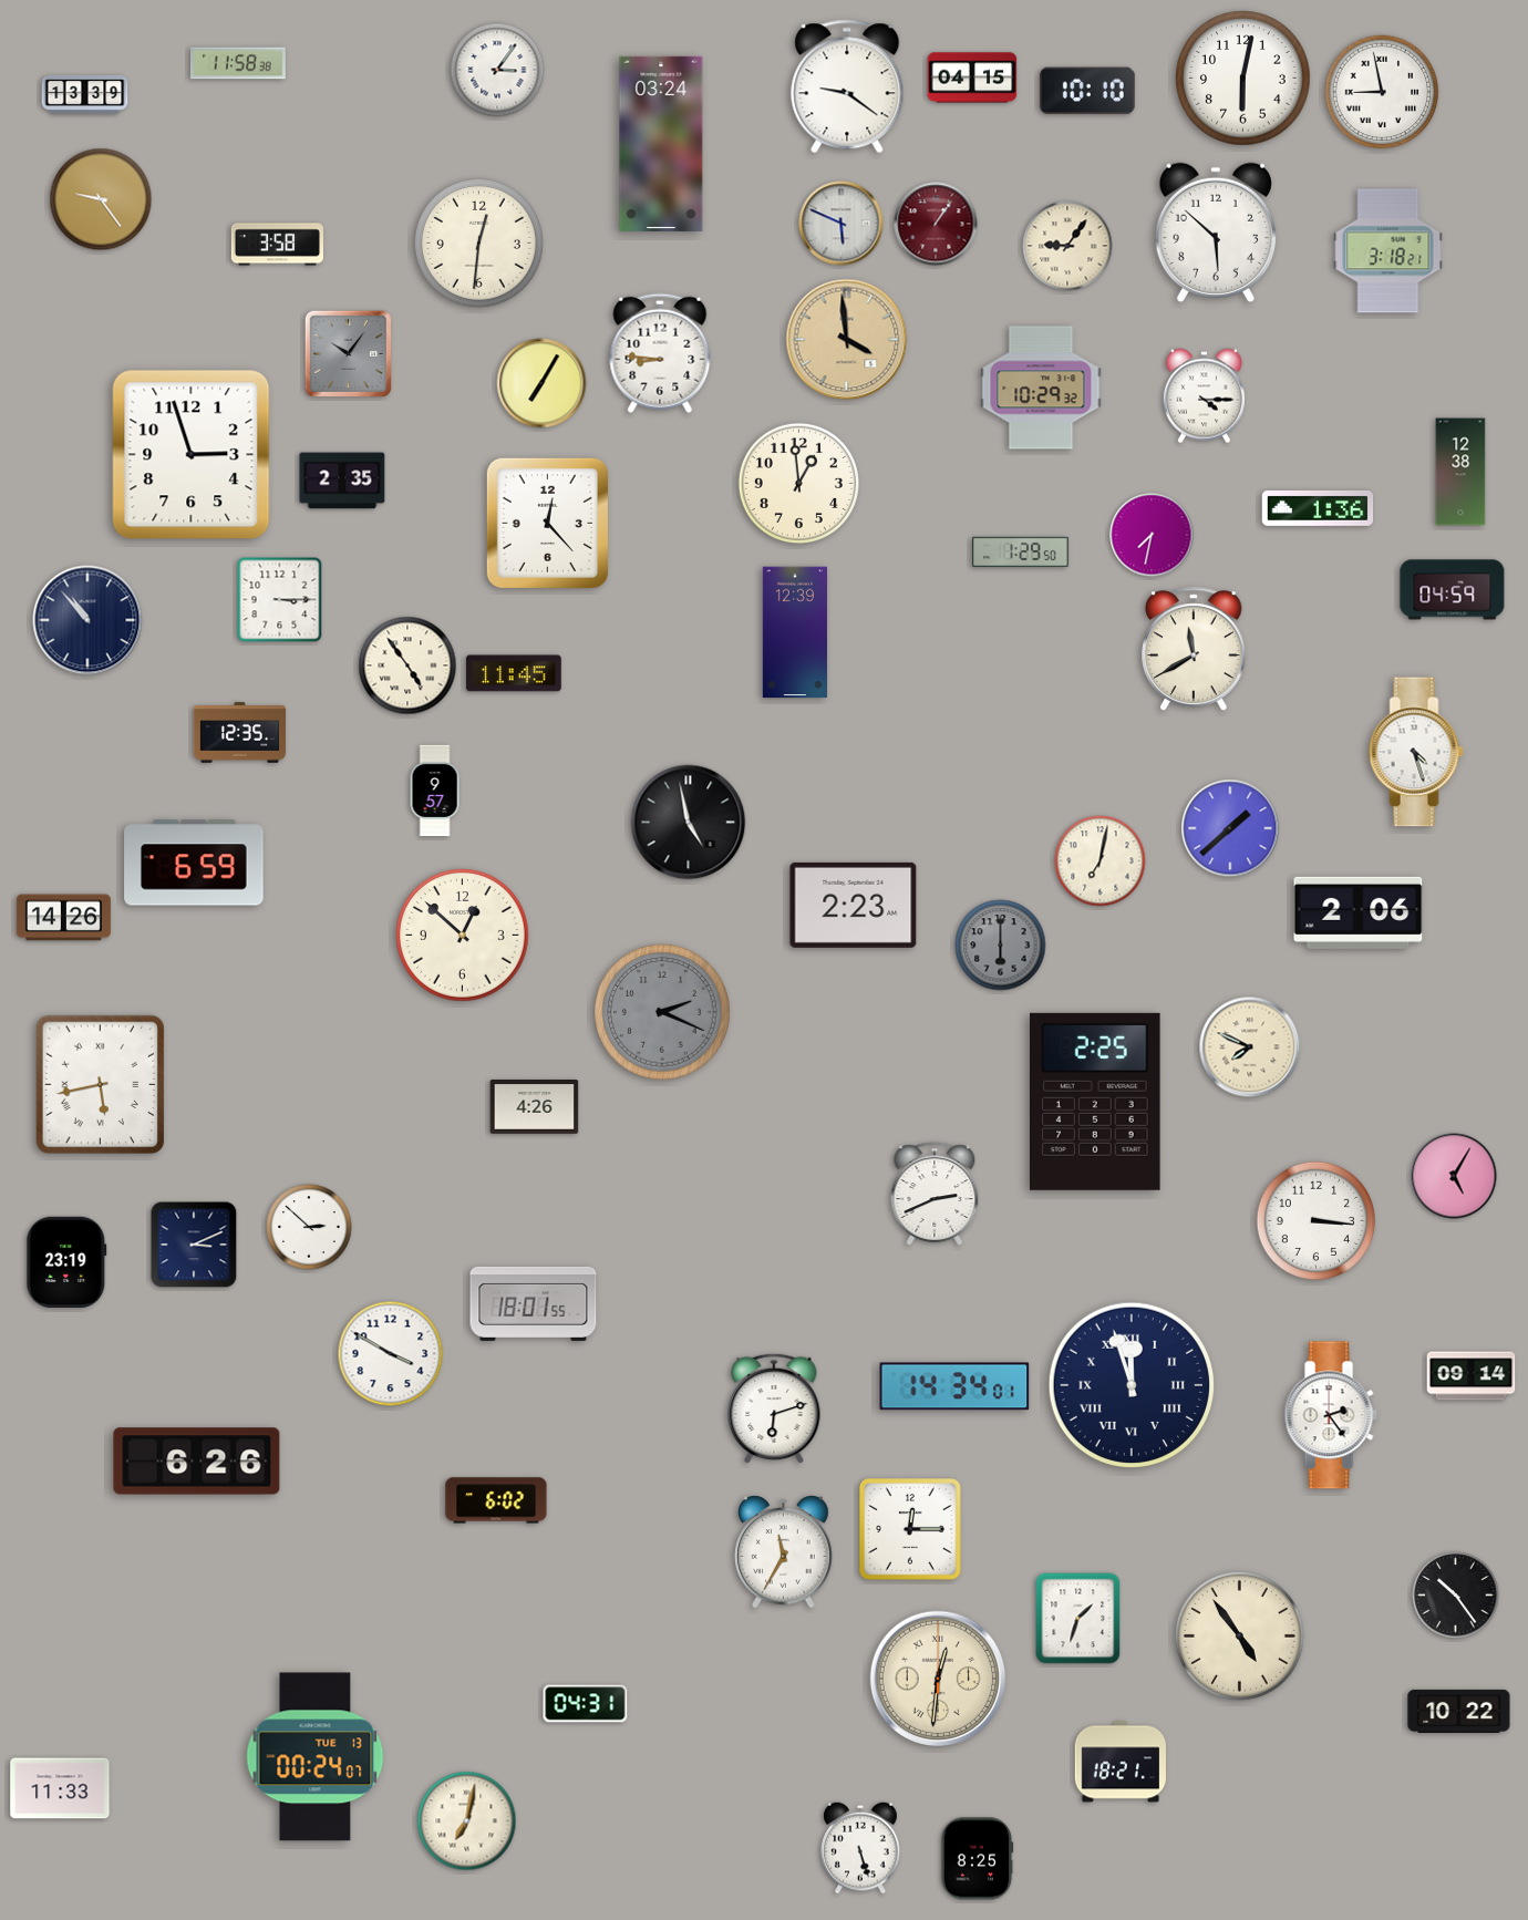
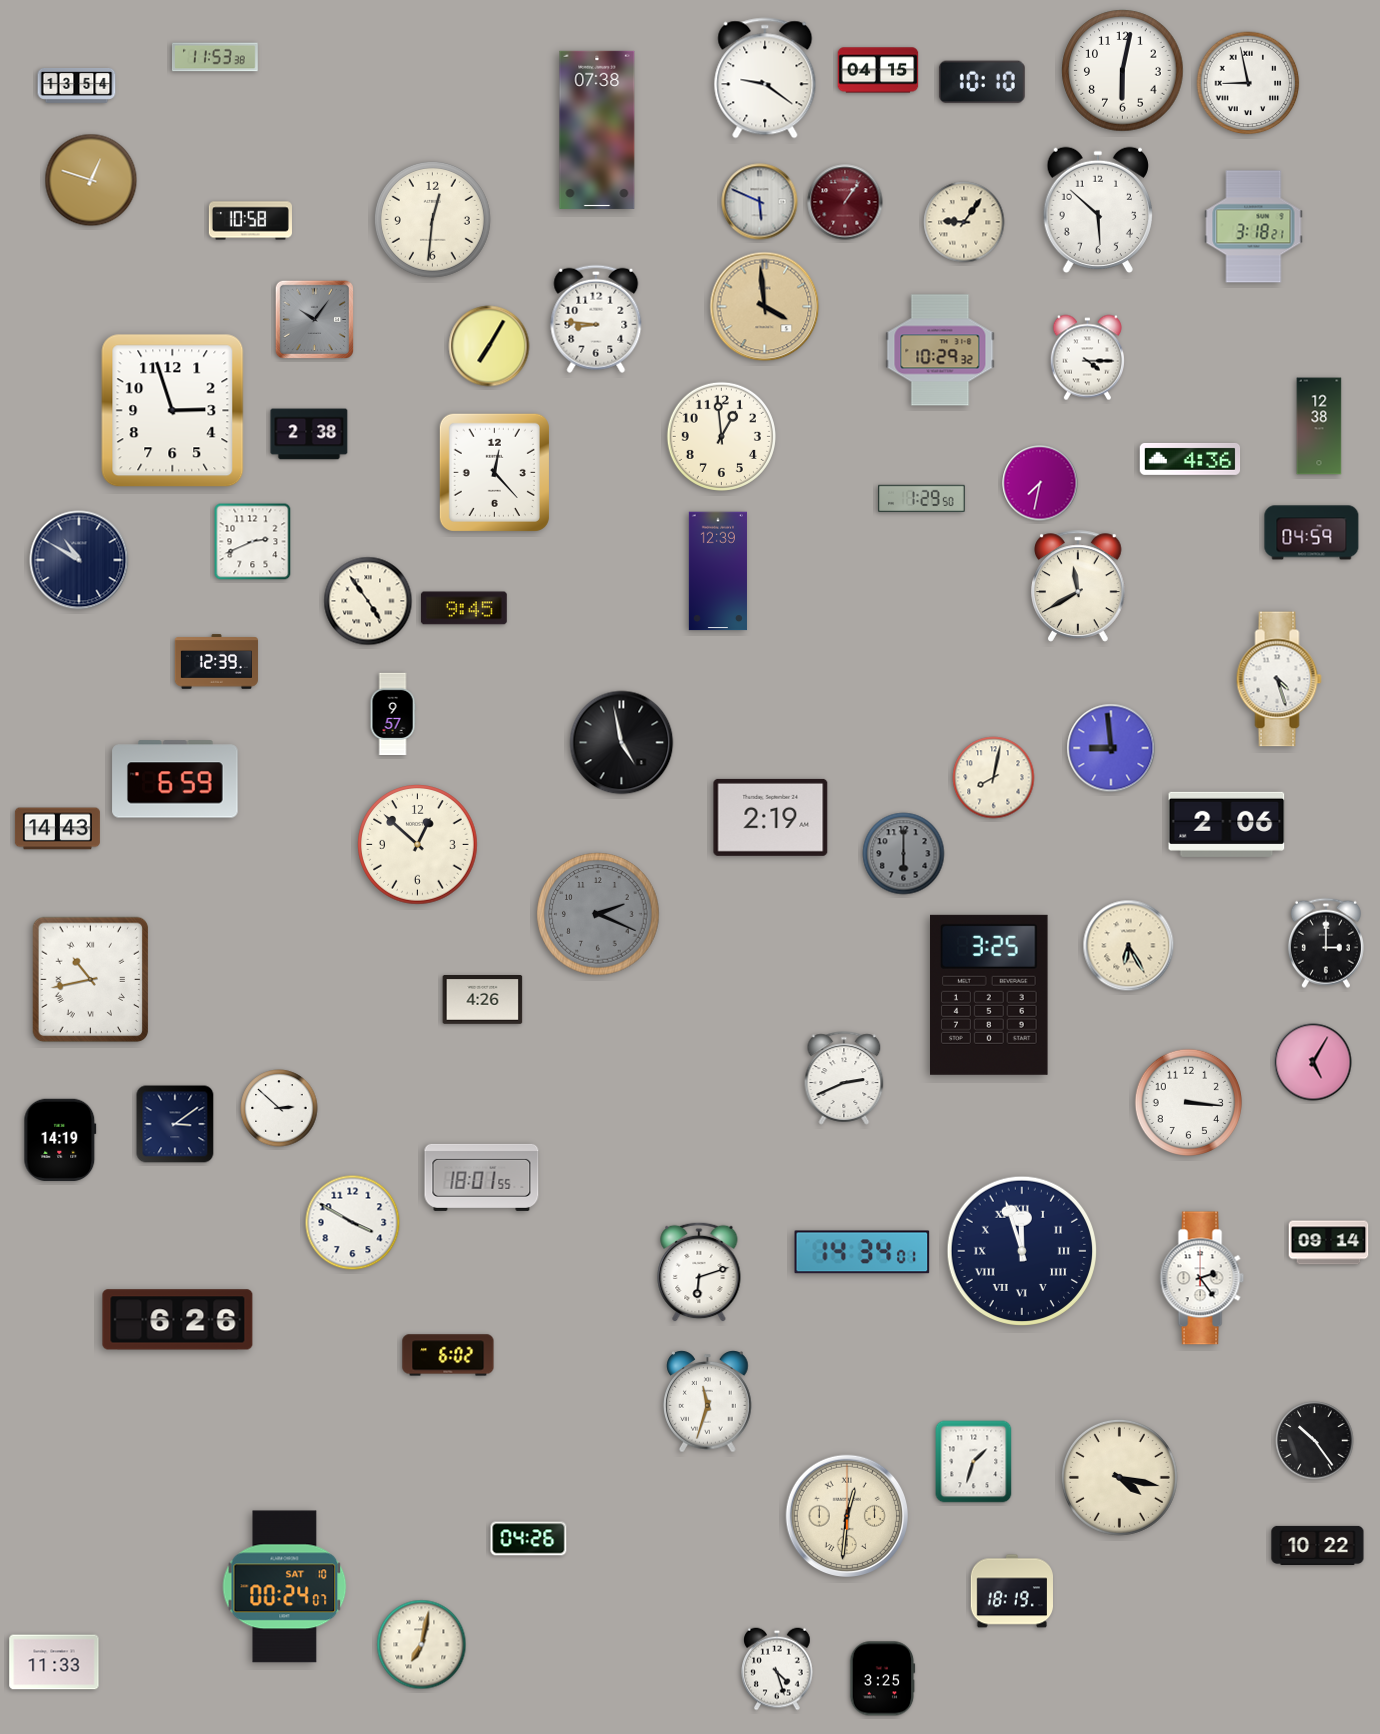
clock at (238, 63): 11:58 -> 11:53
clock at (497, 70): 3:06 -> none
clock at (85, 95): 13:39 -> 13:54
clock at (661, 144): 03:24 -> 07:38
clock at (101, 199): 9:24 -> 12:48
clock at (277, 245): 3:58 -> 10:58
clock at (342, 481): 2:35 -> 2:38
clock at (1318, 508): 1:36 -> 4:36
clock at (280, 600): 3:15 -> 2:41
clock at (87, 620): 10:53 -> 10:50
clock at (514, 673): 11:45 -> 9:45
clock at (239, 733): 12:35 -> 12:39
clock at (1230, 828): 1:38 -> 8:59
clock at (1101, 861): 7:02 -> 8:02
clock at (854, 905): 2:23 -> 2:19
clock at (63, 918): 14:26 -> 14:43
clock at (1326, 943): none -> 3:00
clock at (1250, 1047): 7:49 -> 6:25
clock at (101, 1085): 5:43 -> 10:43
clock at (1095, 1102): 2:25 -> 3:25
clock at (194, 1245): 3:11 -> 3:09
clock at (66, 1261): 23:19 -> 14:19
clock at (911, 1530): 12:15 -> none
clock at (784, 1552): 11:35 -> 11:33
clock at (1239, 1635): 4:54 -> 4:17
clock at (586, 1704): 04:31 -> 04:26
clock at (316, 1757) date: TUE 13 -> SAT 10
clock at (1119, 1762): 18:21 -> 18:19
clock at (60, 1788) position: (60, 1788) -> (54, 1662)
clock at (861, 1848): 5:27 -> 4:27
clock at (978, 1859): 8:25 -> 3:25
